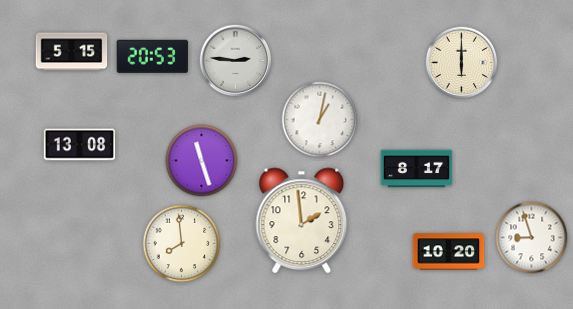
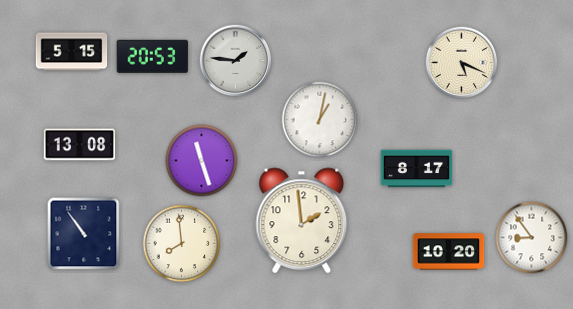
clock at (236, 61): 2:46 -> 1:46
clock at (462, 63): 6:00 -> 5:19
clock at (84, 234): none -> 10:54
clock at (532, 238): 8:57 -> 8:54
